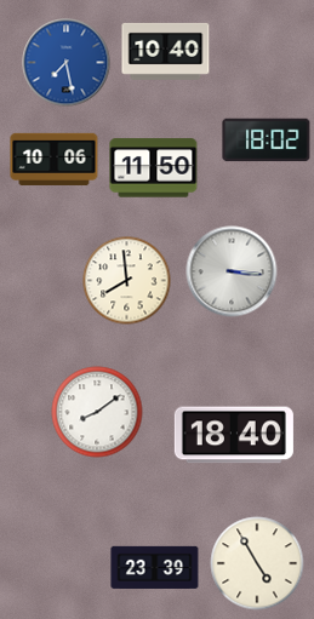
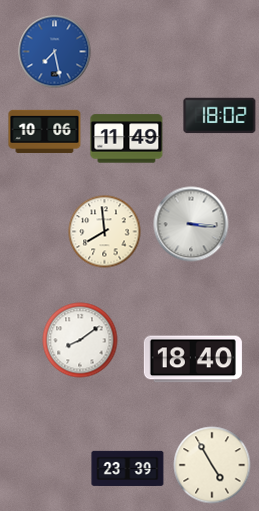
clock at (166, 51): 10:40 -> none
clock at (154, 168): 11:50 -> 11:49
